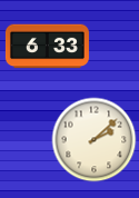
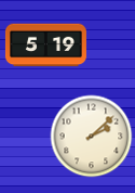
clock at (47, 47): 6:33 -> 5:19
